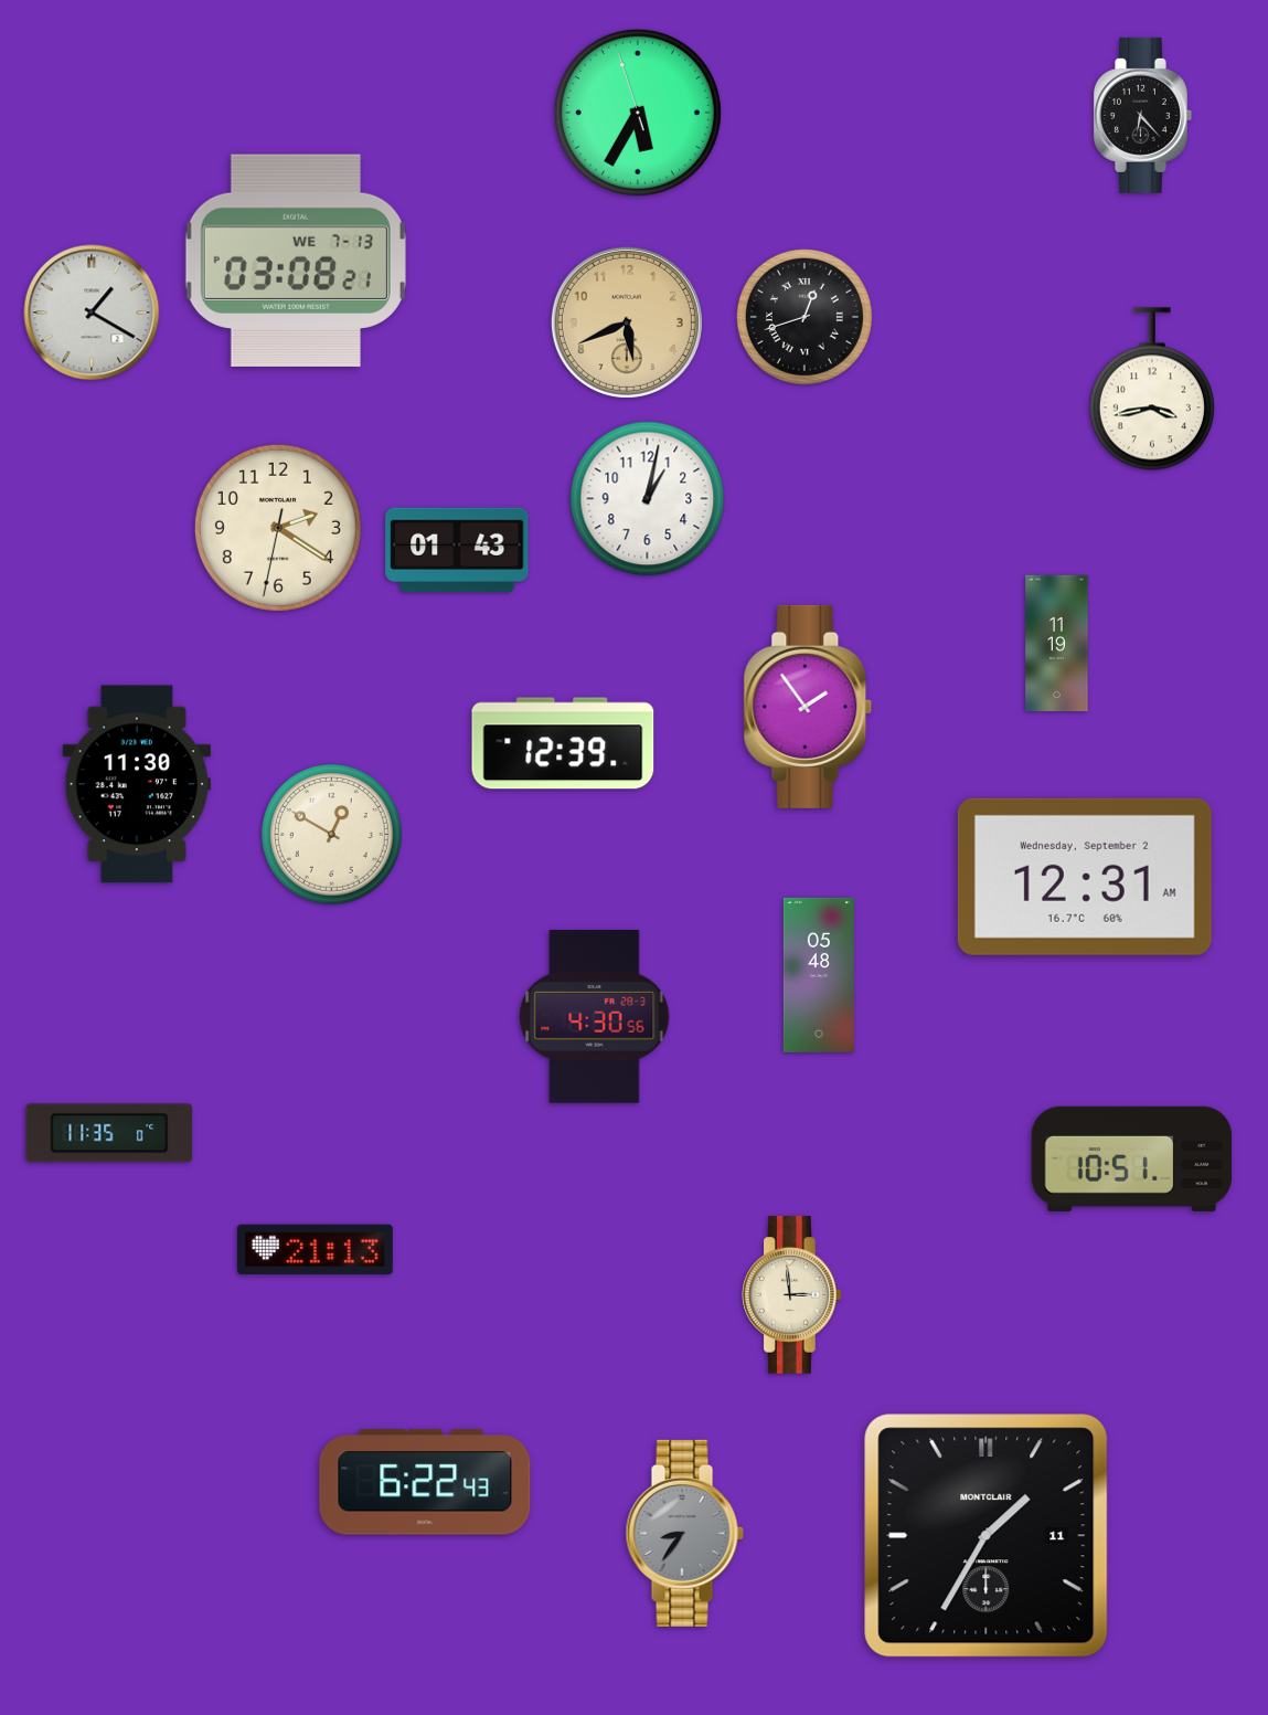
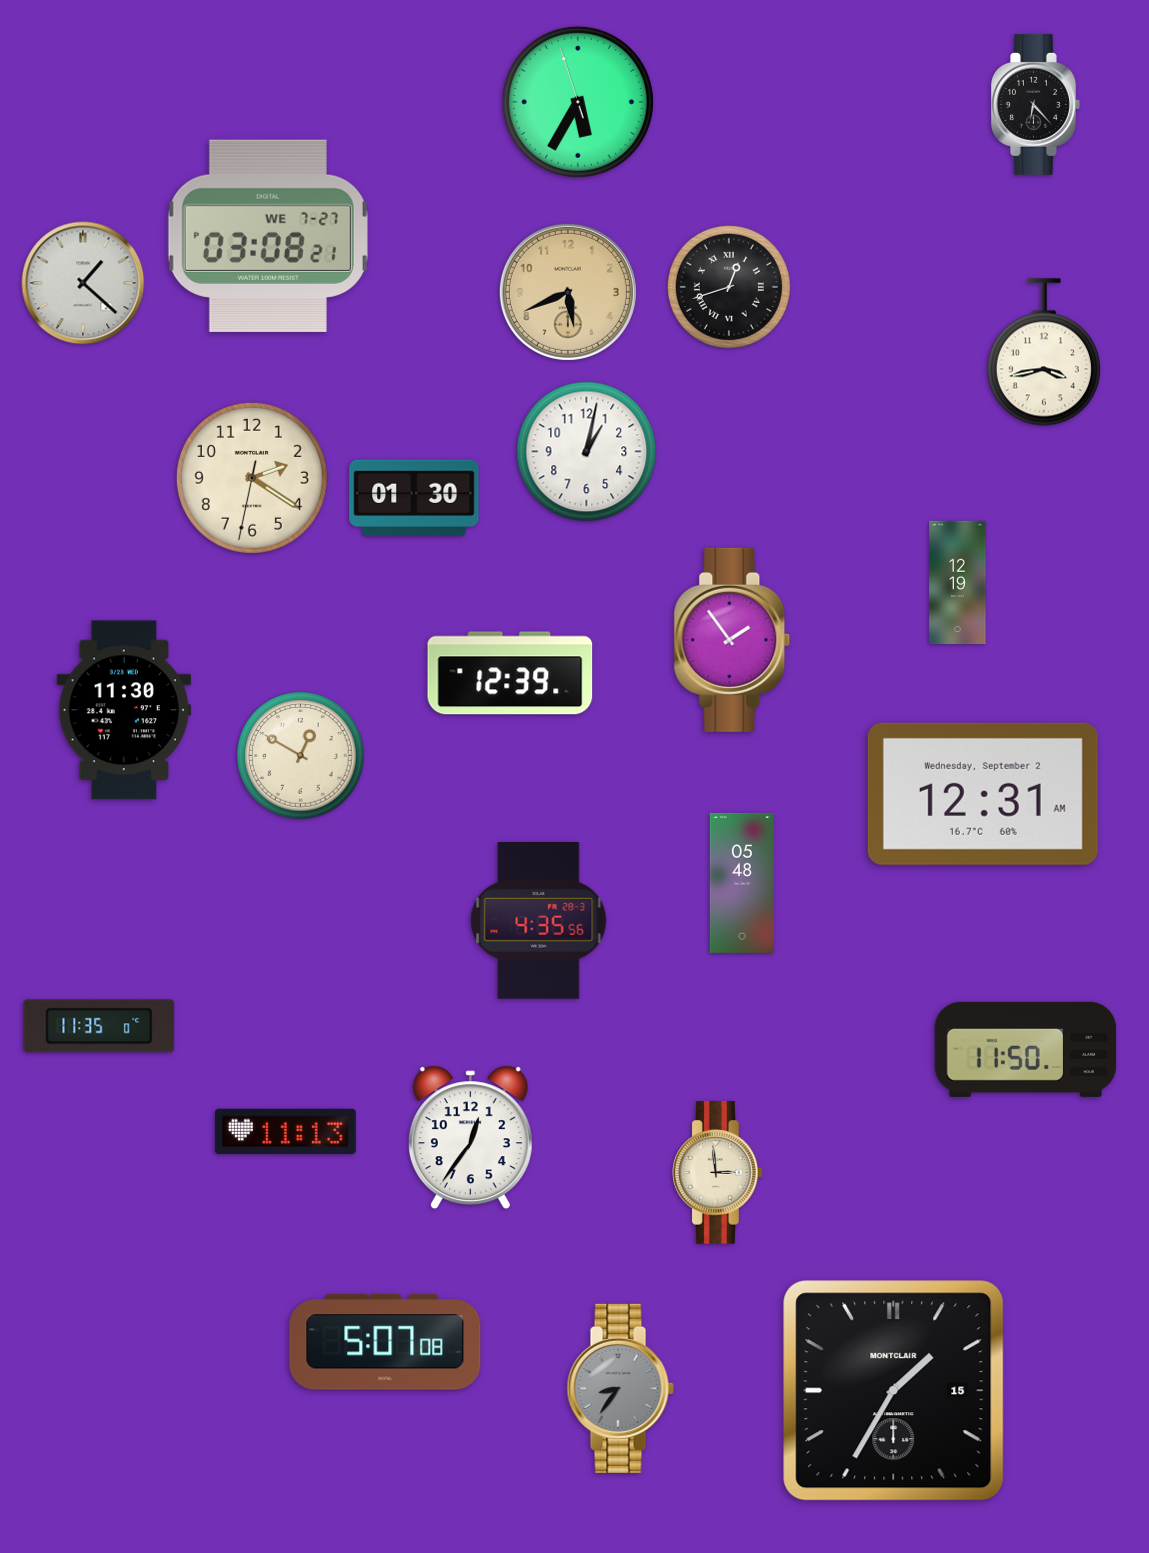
clock at (296, 261) date: WE 7-13 -> WE 7-27
clock at (92, 313): 1:20 -> 1:22
clock at (457, 550): 01:43 -> 01:30
clock at (1057, 644): 11:19 -> 12:19
clock at (595, 1017): 4:30 -> 4:35
clock at (1132, 1158): 10:51 -> 11:50
clock at (315, 1250): 21:13 -> 11:13
clock at (470, 1138): none -> 12:36
clock at (425, 1482): 6:22 -> 5:07
clock at (987, 1536) date: 11 -> 15
